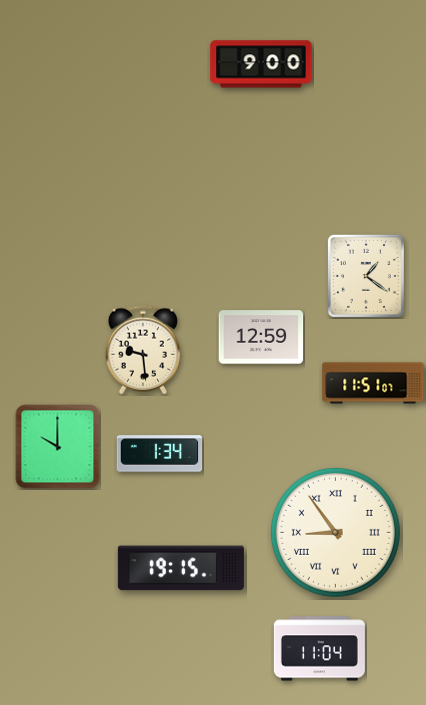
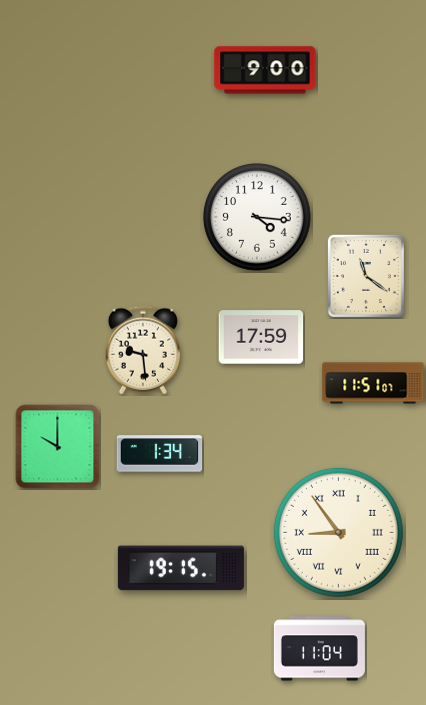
clock at (261, 64) position: (261, 64) -> (265, 70)
clock at (258, 218): none -> 4:16
clock at (366, 276): 1:21 -> 11:21
clock at (261, 337): 12:59 -> 17:59
clock at (335, 532) position: (335, 532) -> (338, 532)
